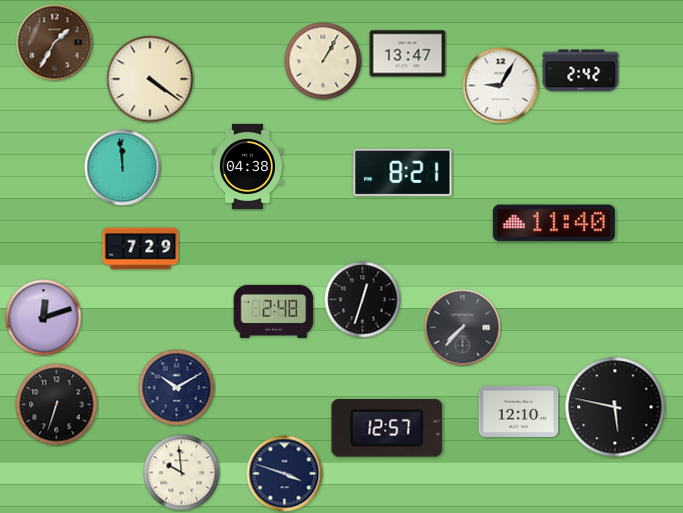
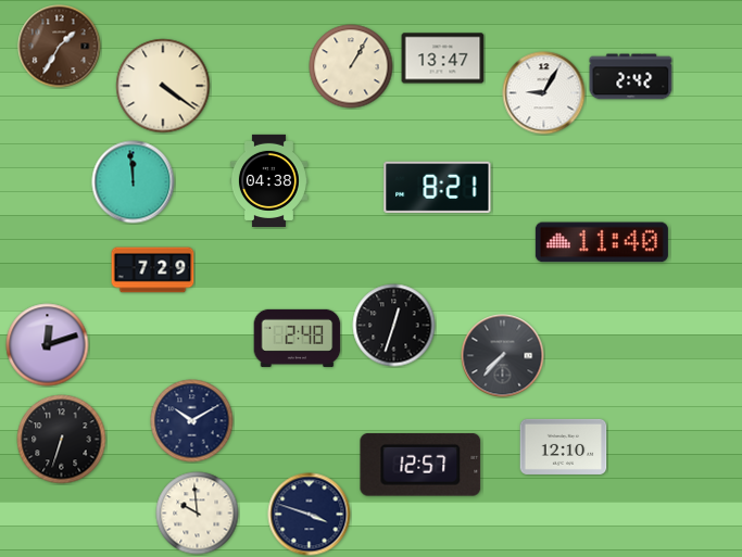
clock at (615, 407): 5:47 -> none
